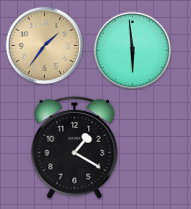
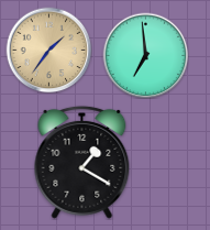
clock at (132, 50): 5:59 -> 6:59
